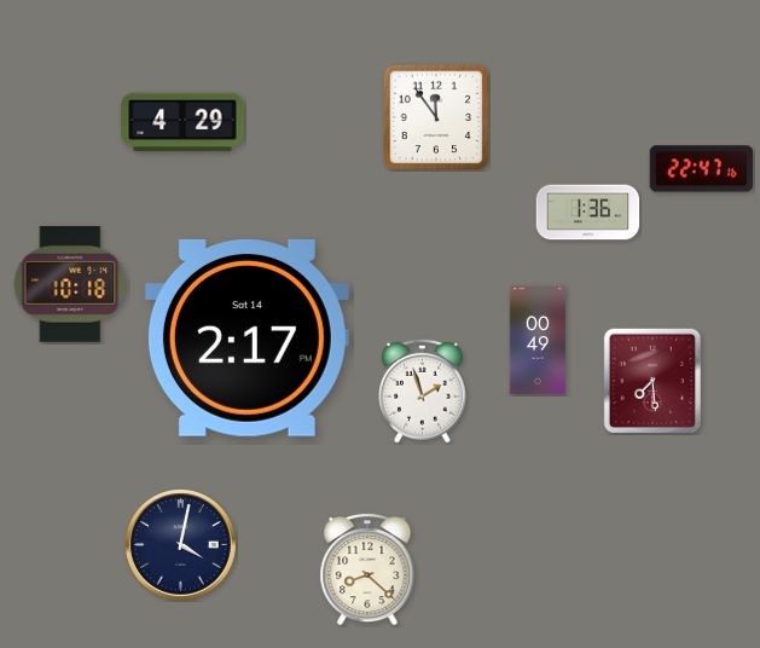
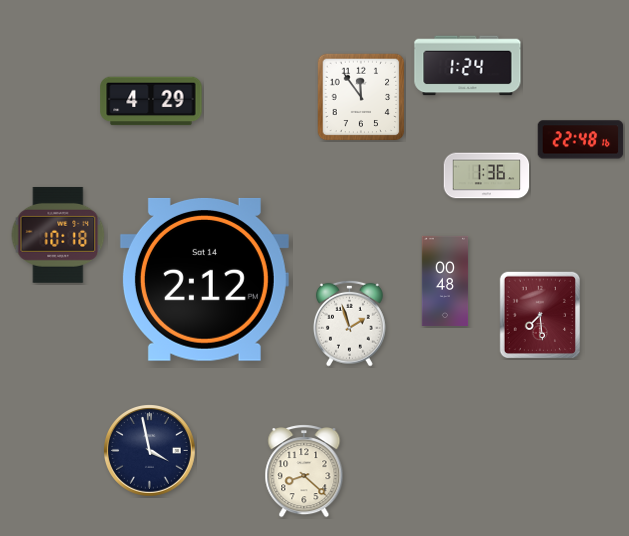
clock at (468, 66): none -> 1:24
clock at (702, 169): 22:47 -> 22:48
clock at (246, 337): 2:17 -> 2:12
clock at (538, 340): 00:49 -> 00:48
clock at (181, 545): 4:02 -> 3:58
